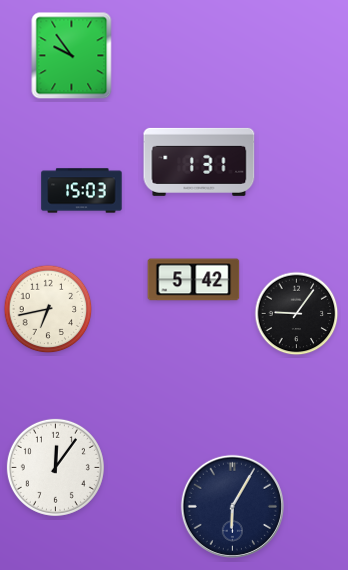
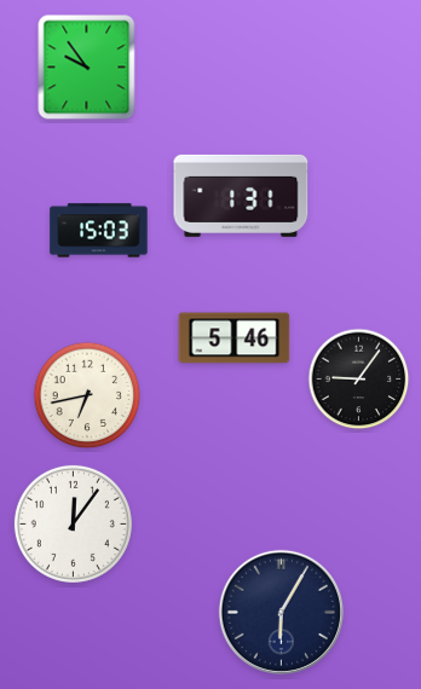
clock at (194, 280): 5:42 -> 5:46
clock at (48, 309) position: (48, 309) -> (87, 395)
clock at (55, 467) position: (55, 467) -> (73, 523)
